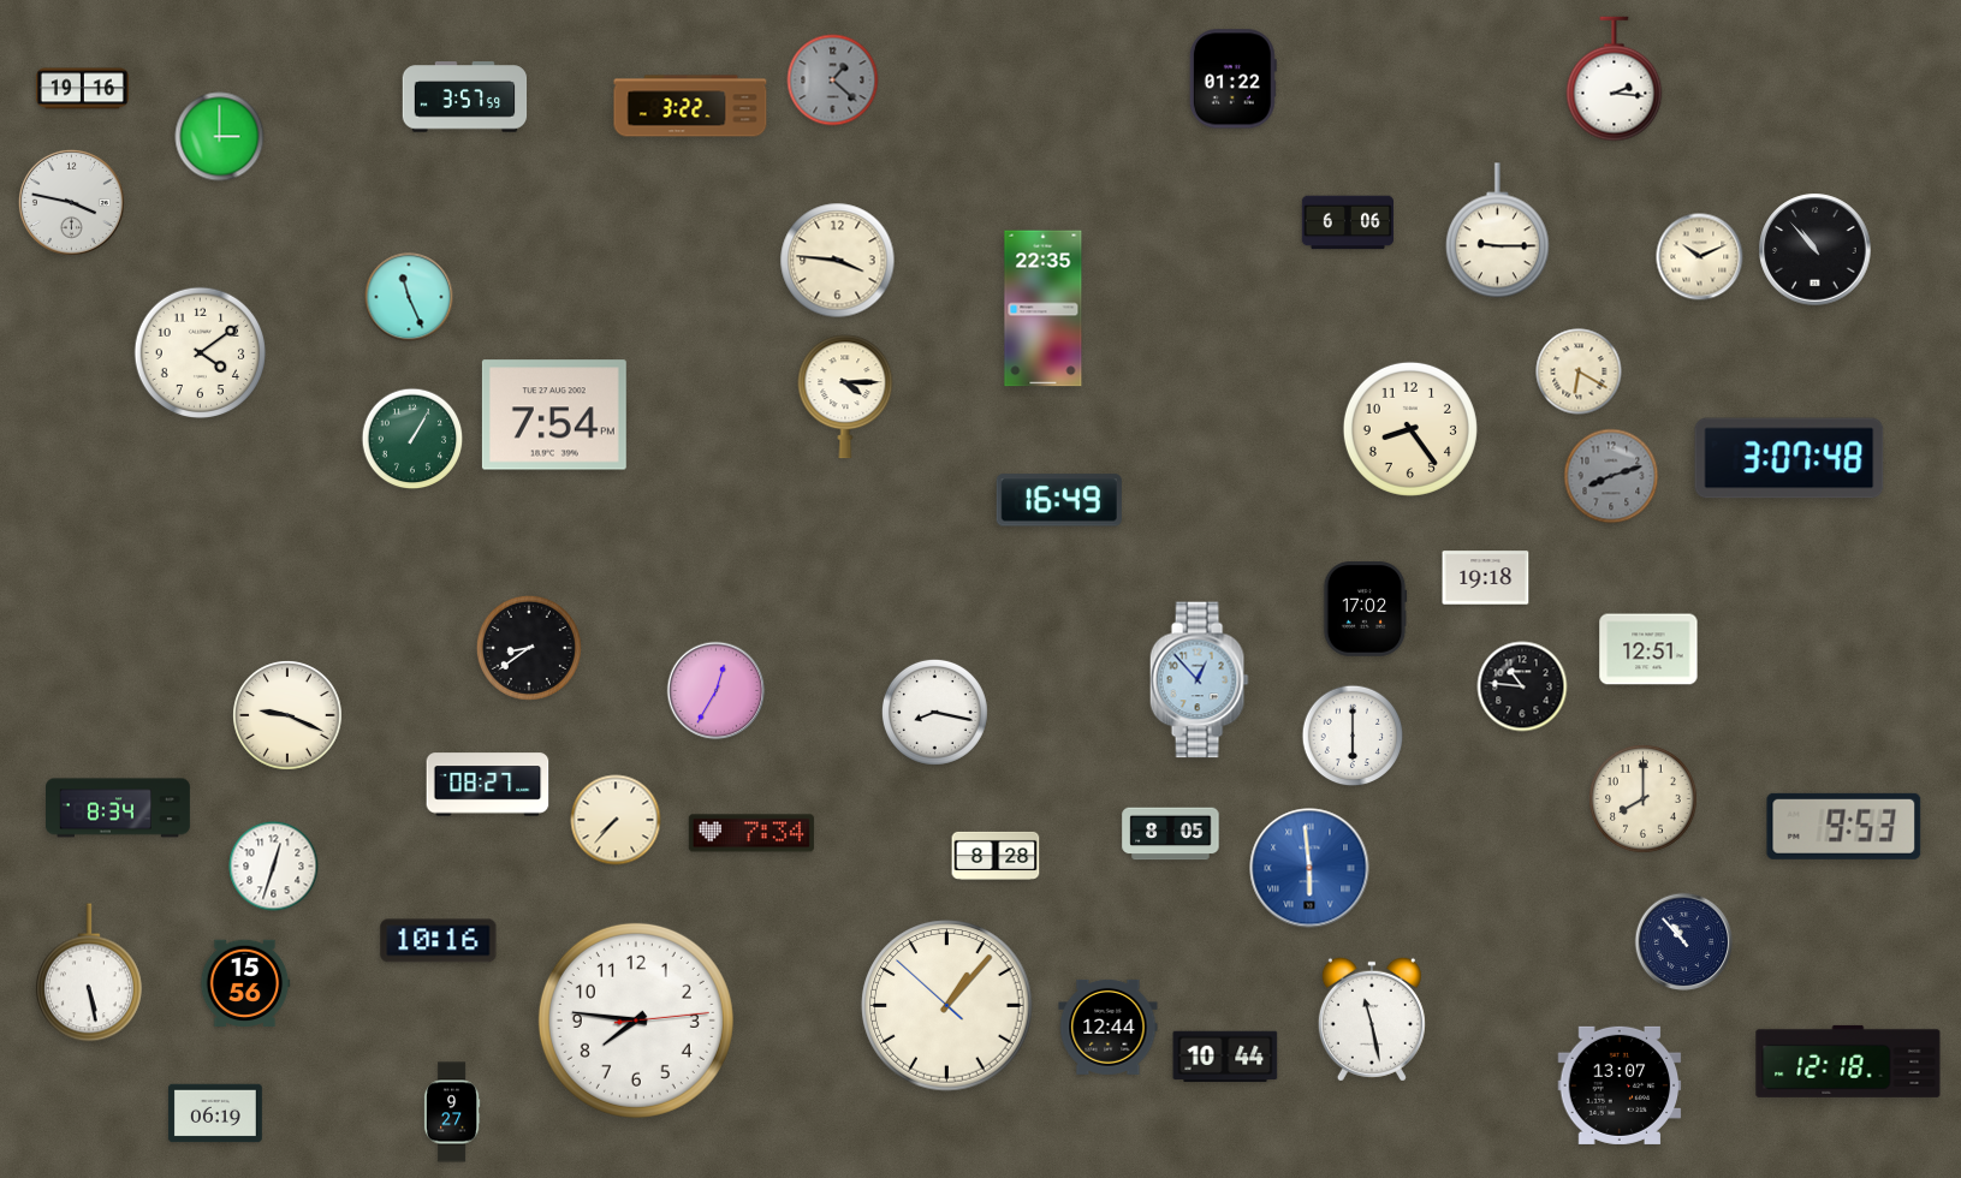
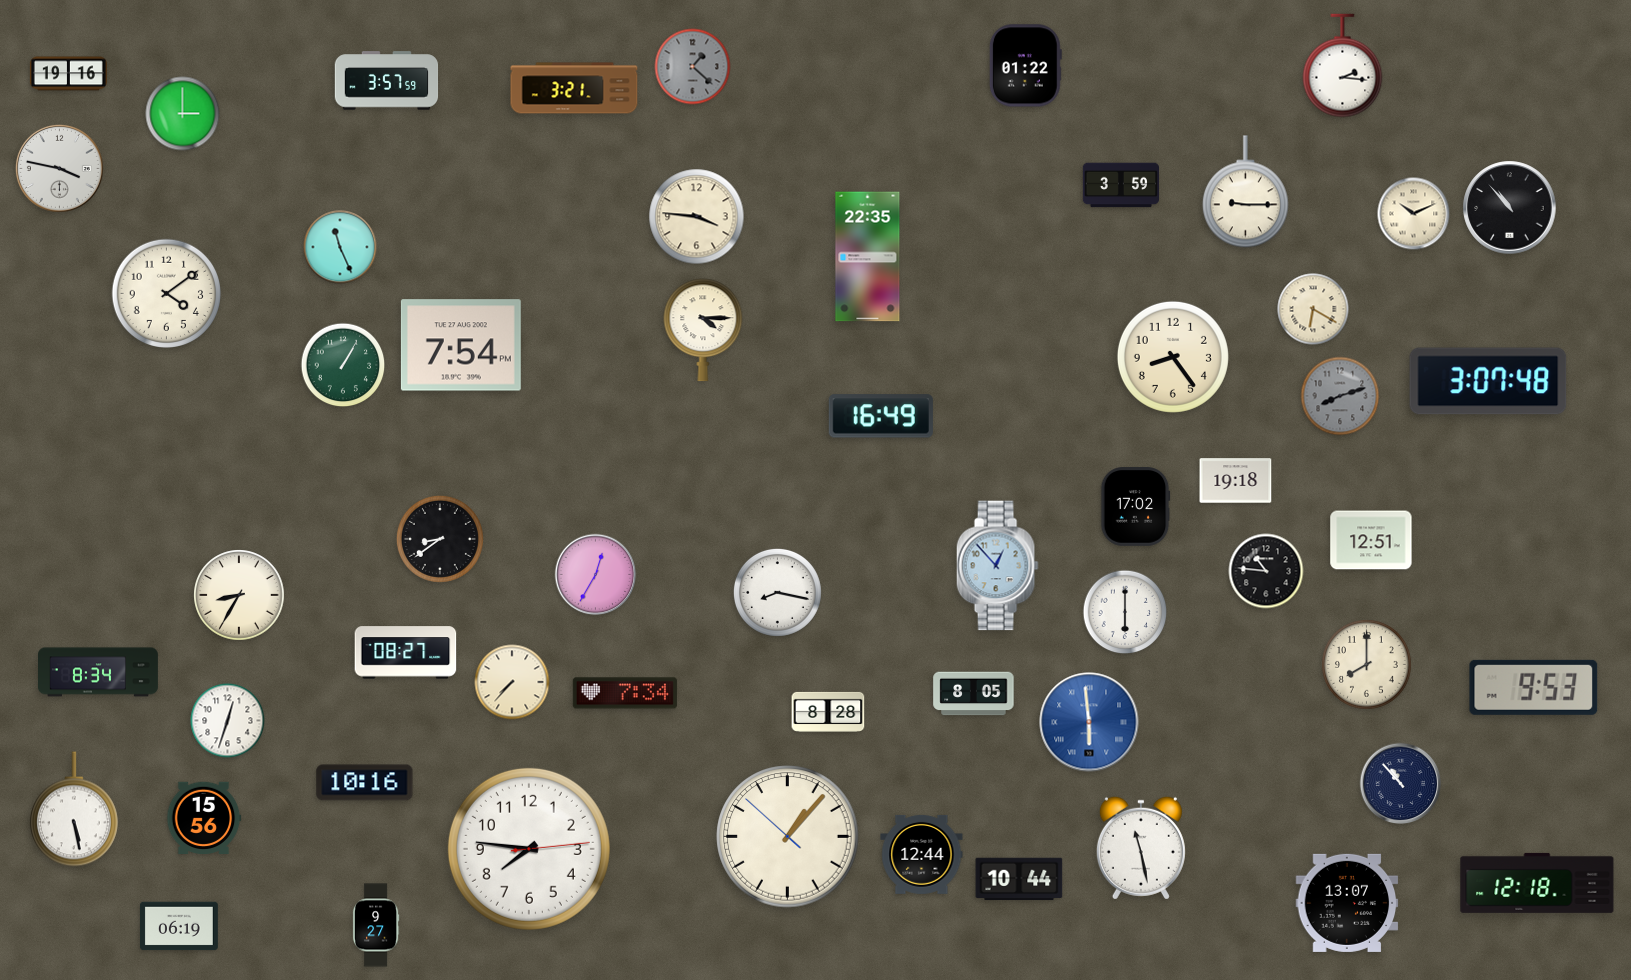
clock at (690, 106): 3:22 -> 3:21
clock at (1347, 222): 6:06 -> 3:59
clock at (287, 715): 9:19 -> 8:35
